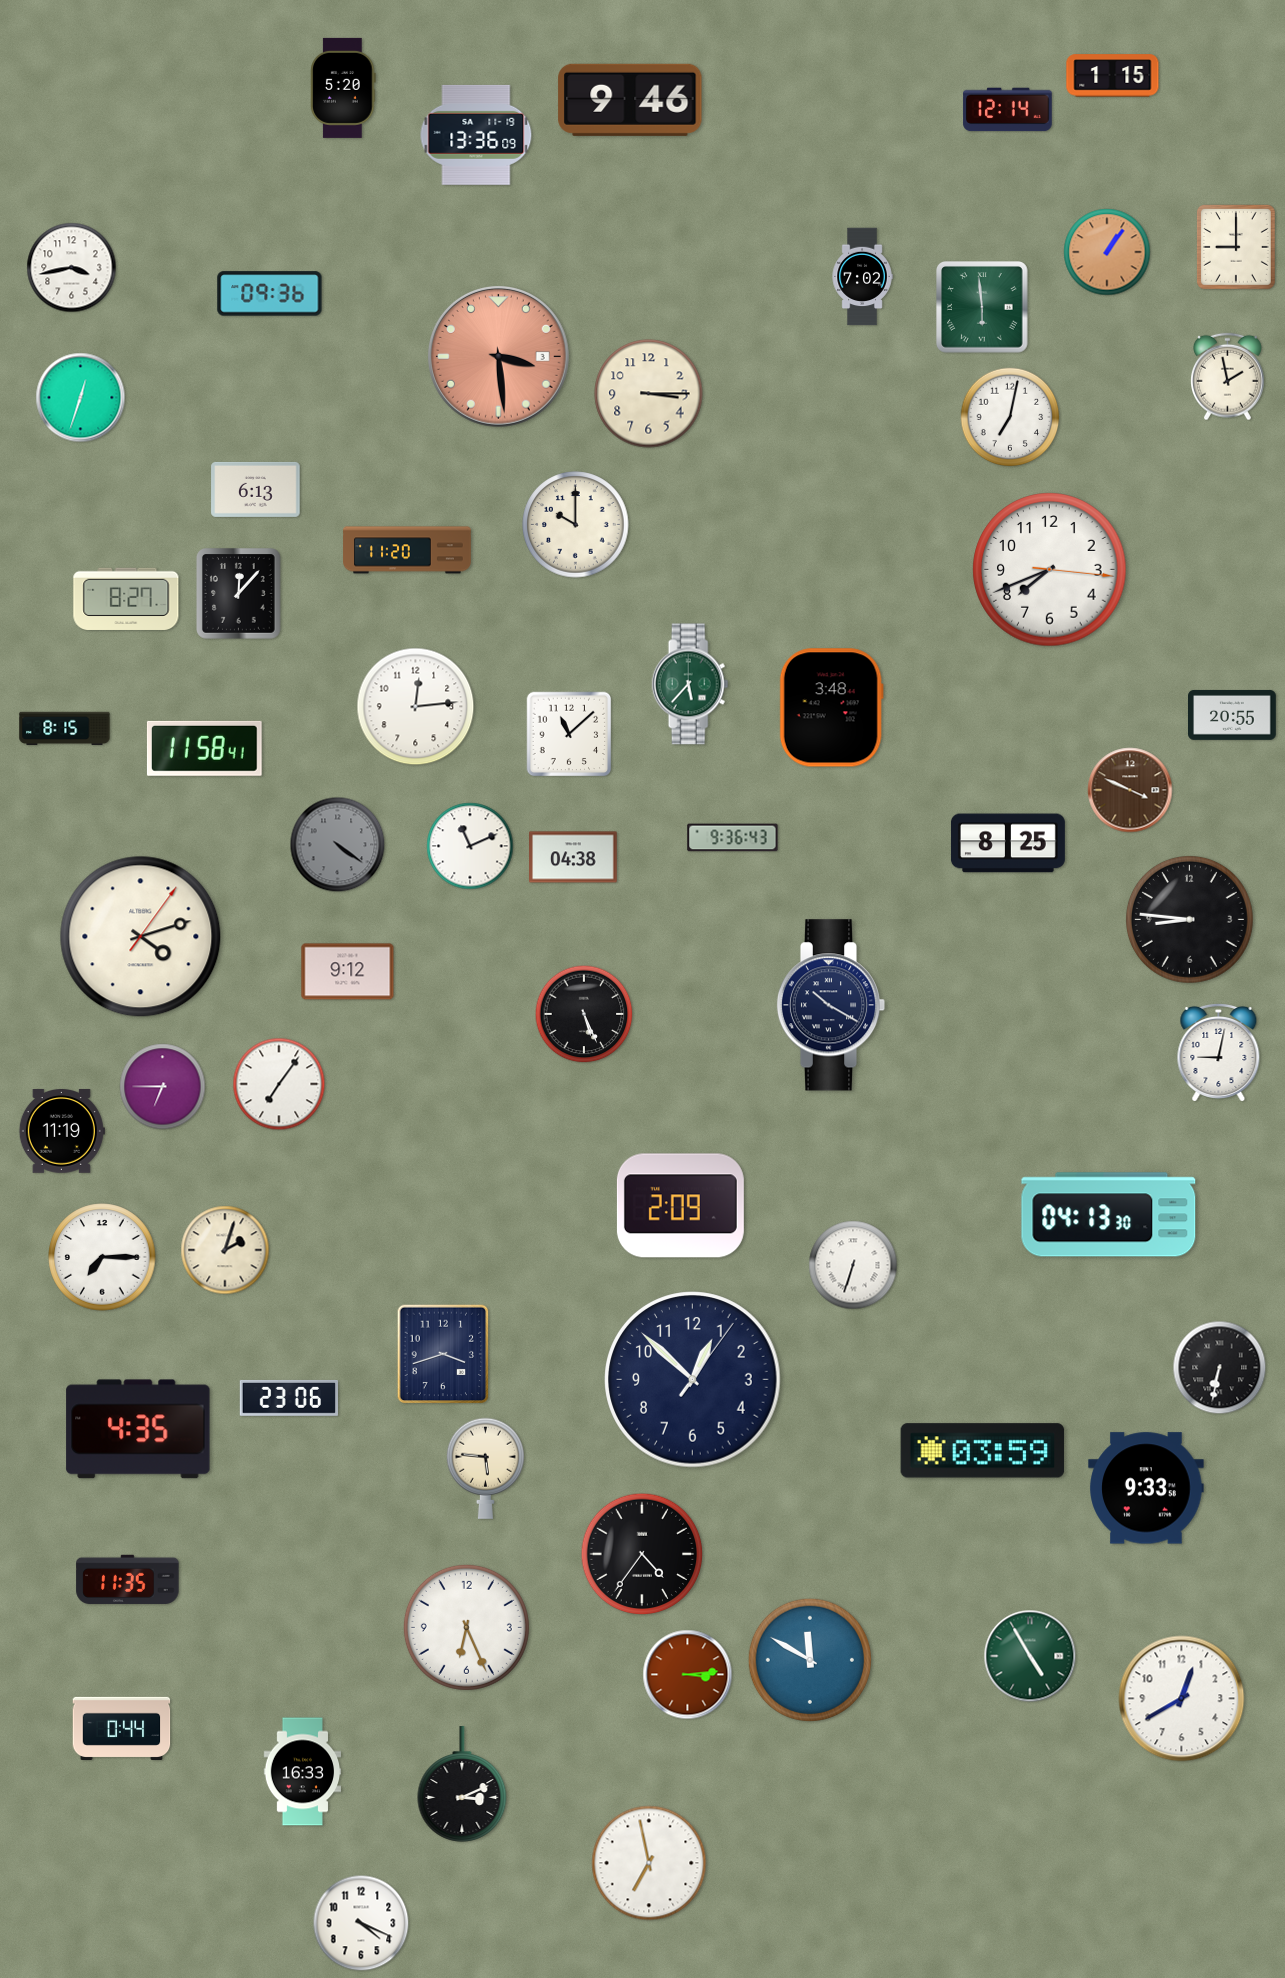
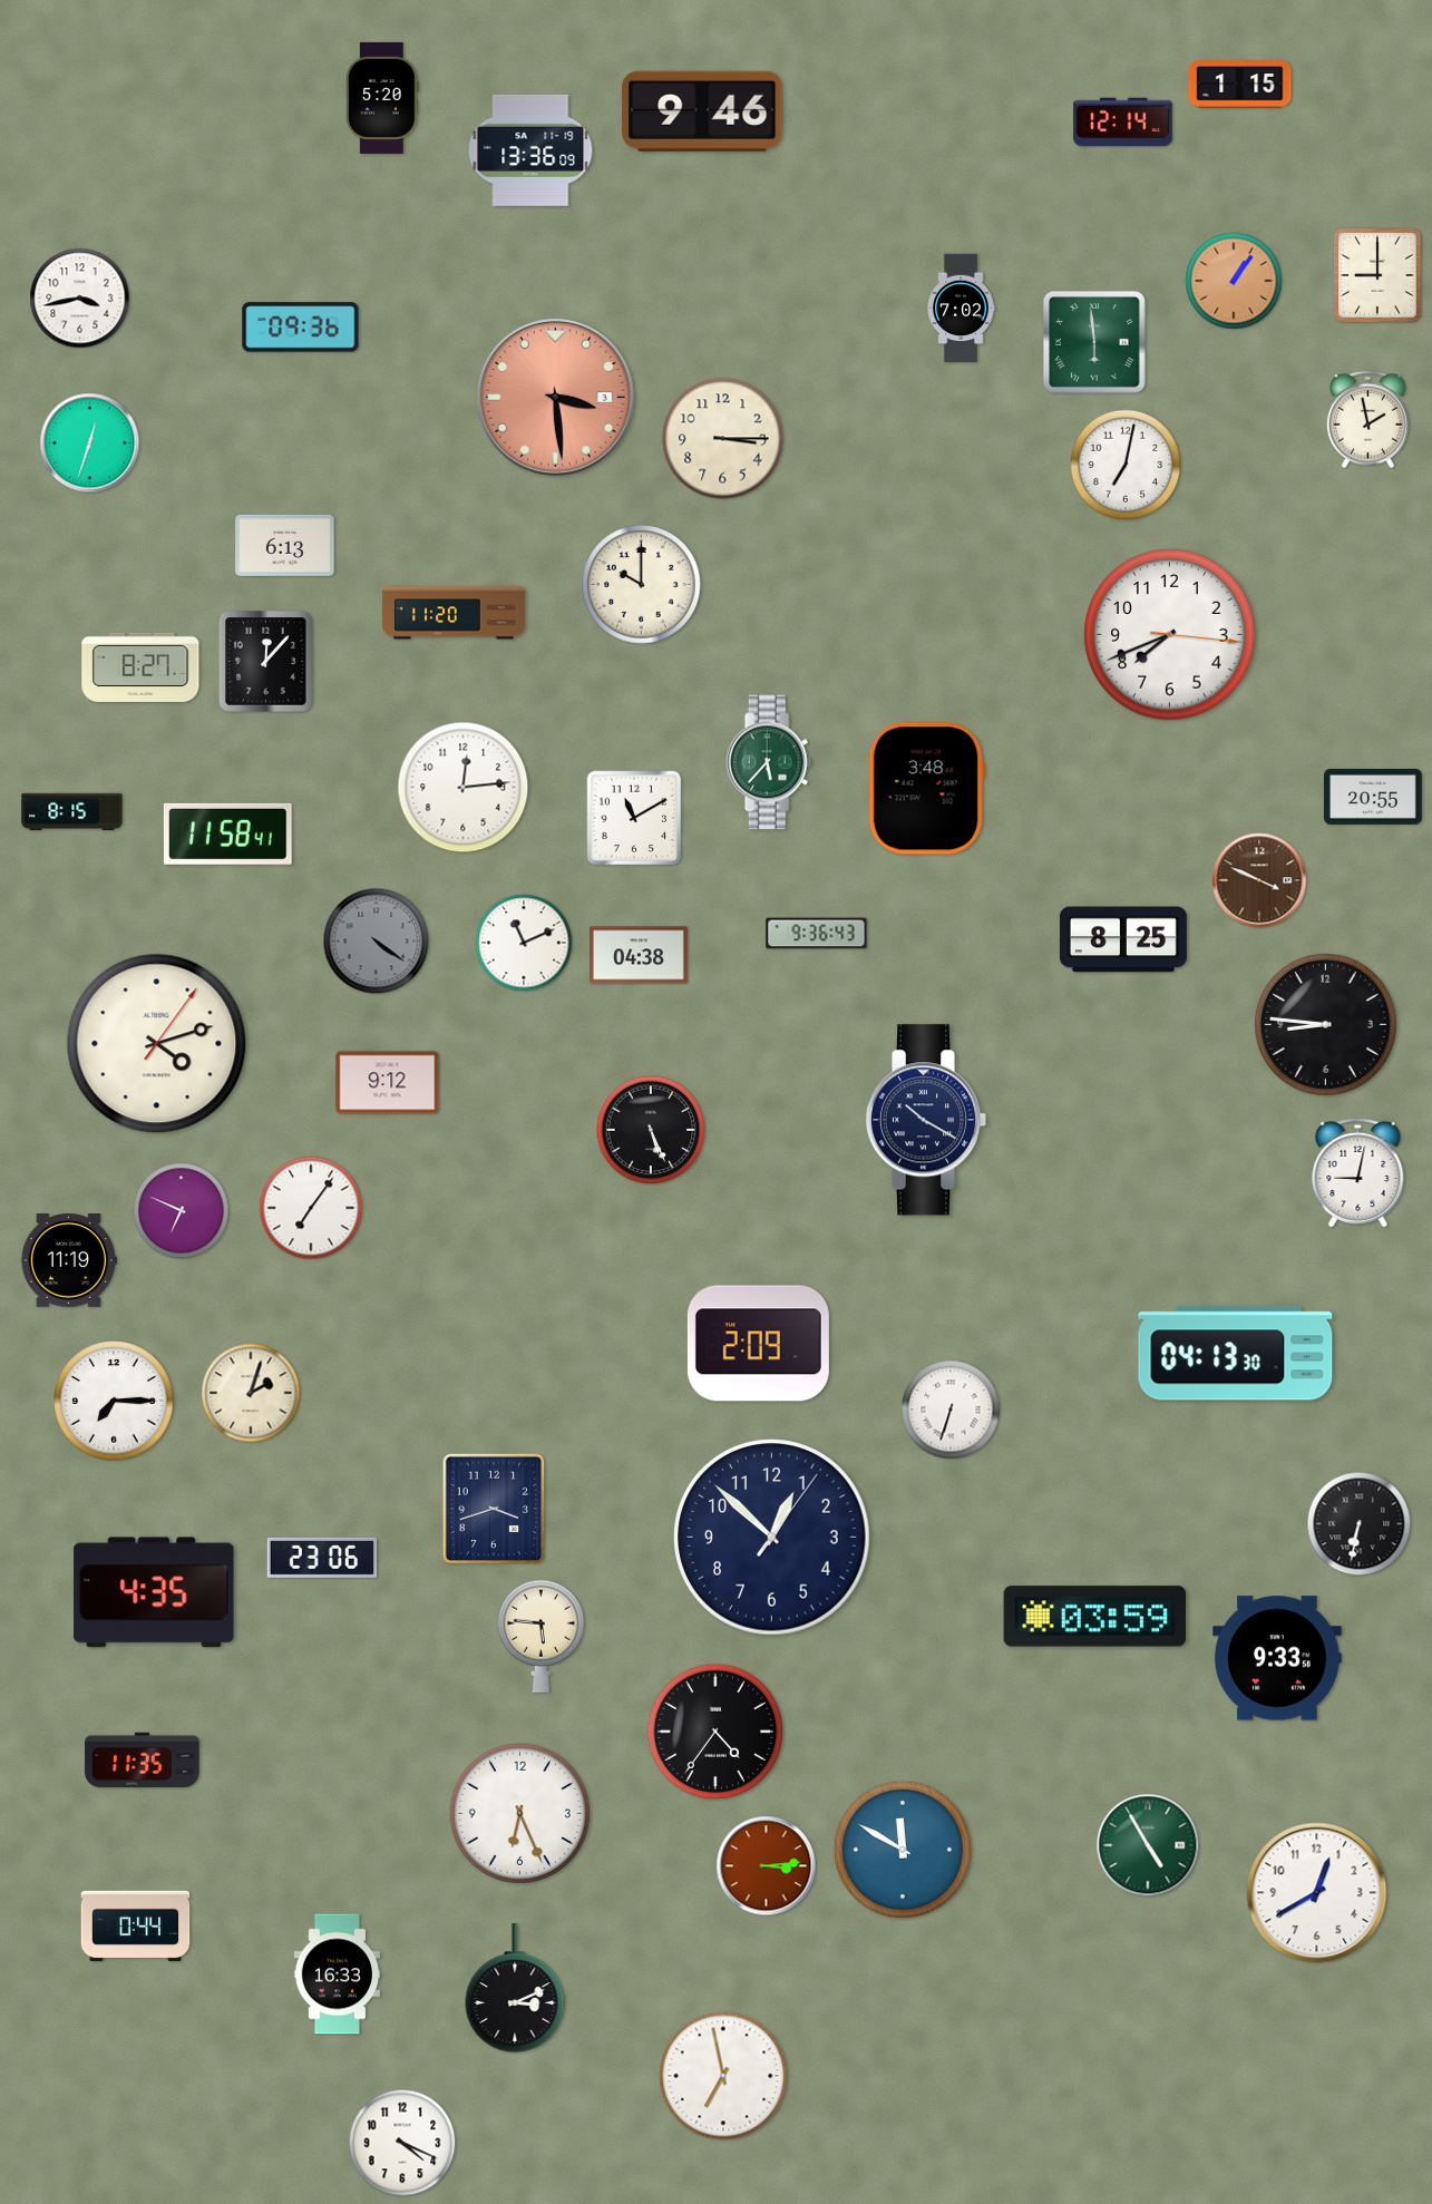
clock at (569, 734): 11:08 -> 11:10
clock at (163, 1087): 6:45 -> 6:49
